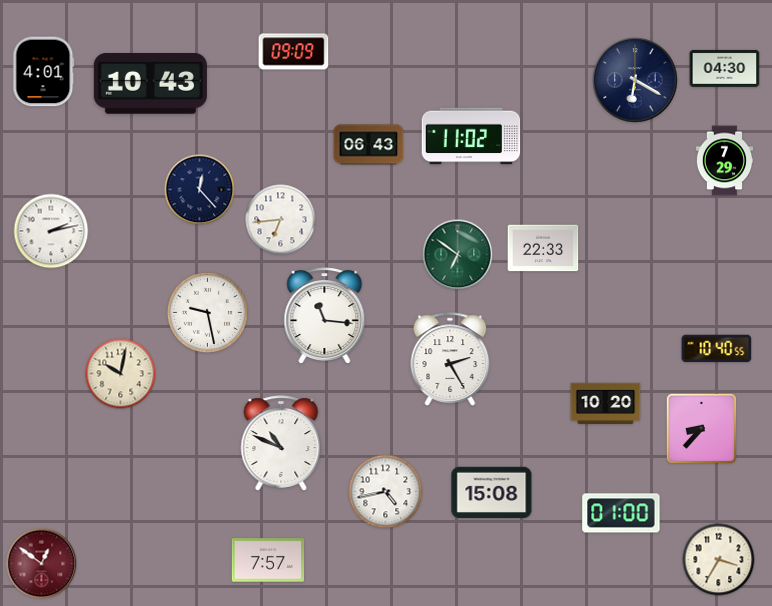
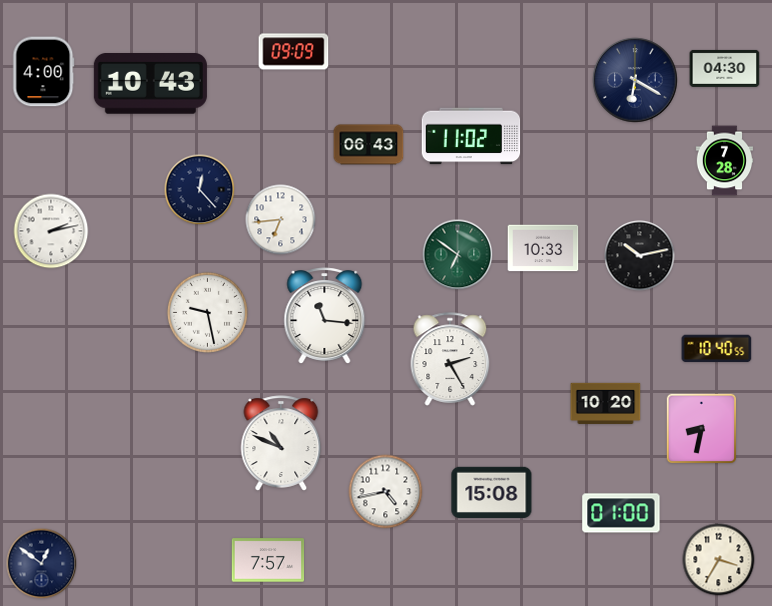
clock at (44, 72): 4:01 -> 4:00
clock at (725, 161): 7:29 -> 7:28
clock at (543, 248): 22:33 -> 10:33
clock at (640, 256): none -> 10:13
clock at (121, 374): 10:02 -> none
clock at (702, 429): 8:37 -> 8:32
clock at (42, 564) dial: burgundy -> navy
